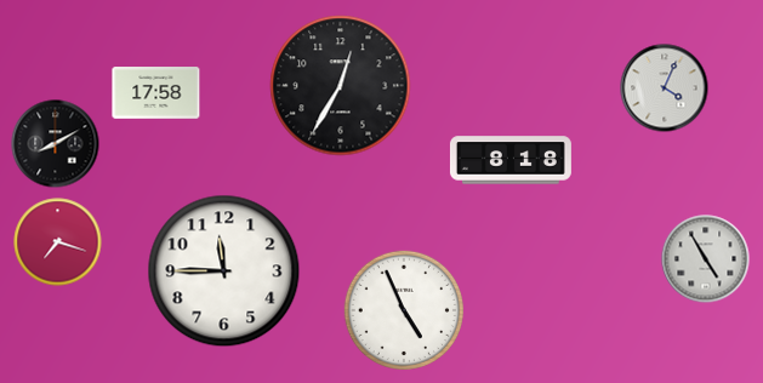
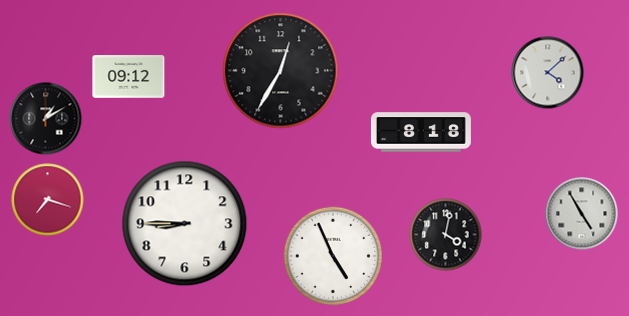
clock at (665, 88): 4:04 -> 4:08
clock at (156, 93): 17:58 -> 09:12
clock at (56, 144): 8:10 -> 1:10
clock at (224, 271): 11:45 -> 8:45
clock at (446, 235): none -> 4:02
